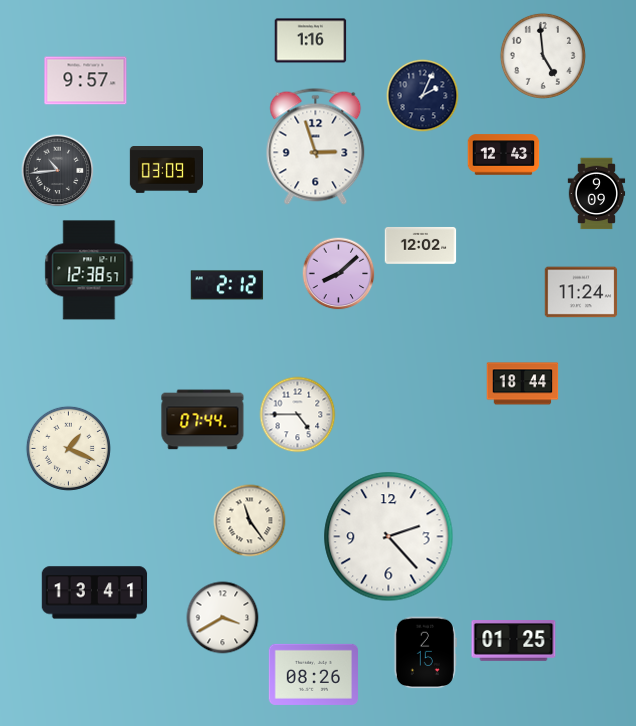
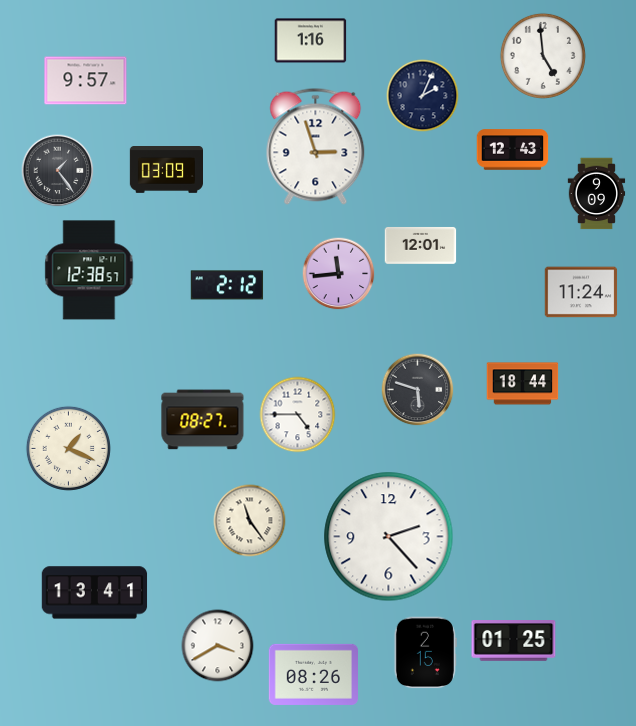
clock at (504, 155) position: (504, 155) -> (513, 150)
clock at (58, 171): 10:44 -> 1:24
clock at (421, 246): 12:02 -> 12:01
clock at (339, 274): 8:08 -> 11:44
clock at (418, 390): none -> 5:48
clock at (203, 420): 07:44 -> 08:27
clock at (223, 618) position: (223, 618) -> (218, 646)
